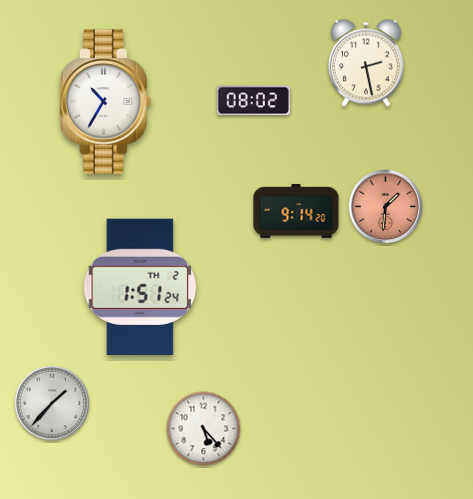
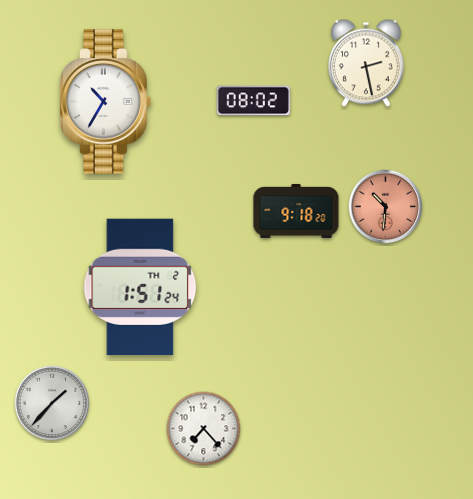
clock at (386, 207): 1:31 -> 10:31
clock at (296, 211): 9:14 -> 9:18
clock at (204, 429): 5:23 -> 7:23
